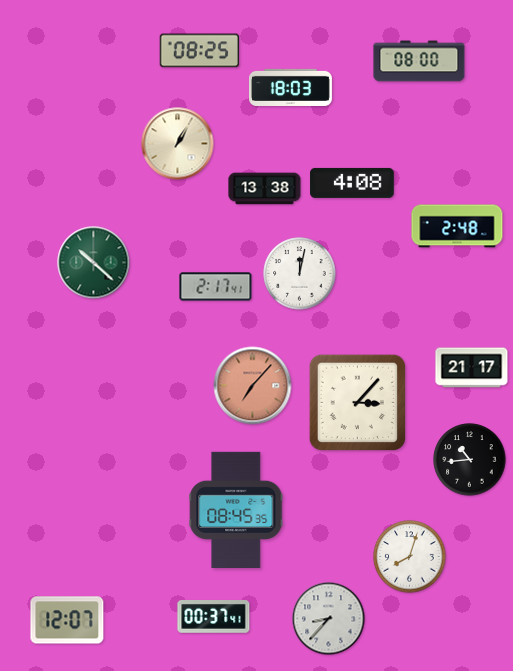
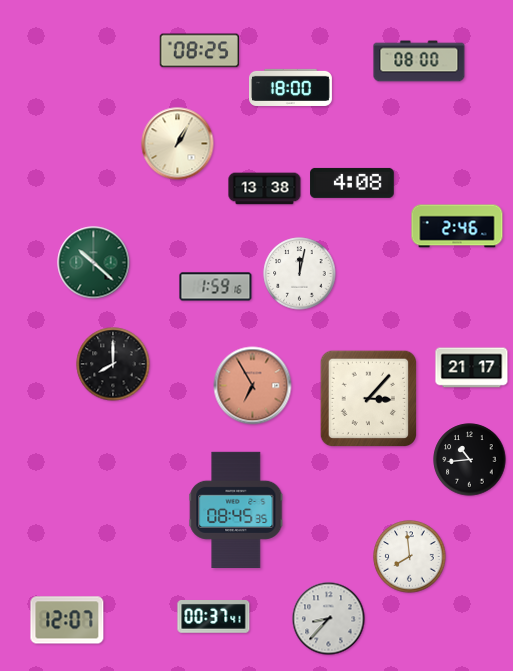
clock at (291, 87): 18:03 -> 18:00
clock at (457, 226): 2:48 -> 2:46
clock at (216, 287): 2:17 -> 1:59
clock at (113, 364): none -> 8:00
clock at (253, 386): 7:07 -> 6:55
clock at (357, 402) position: (357, 402) -> (368, 398)
clock at (410, 557): 8:03 -> 7:59
